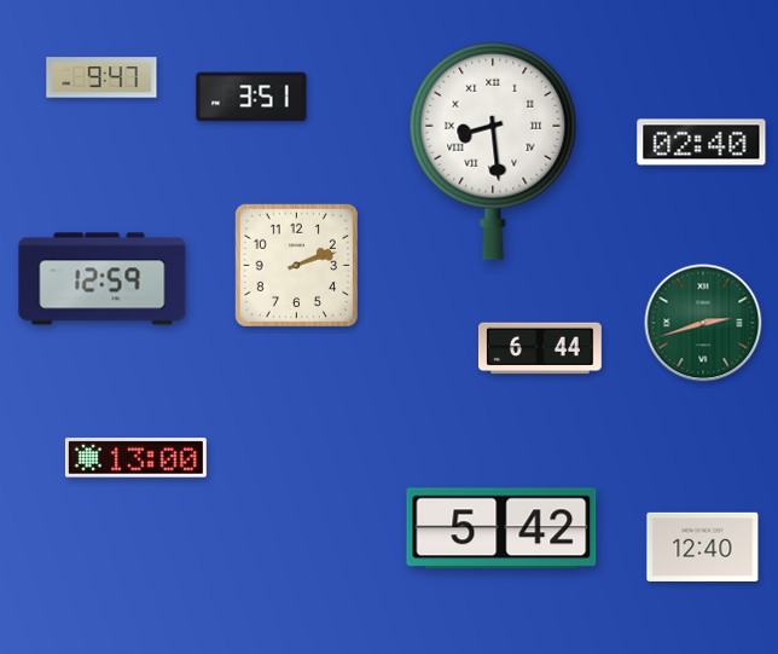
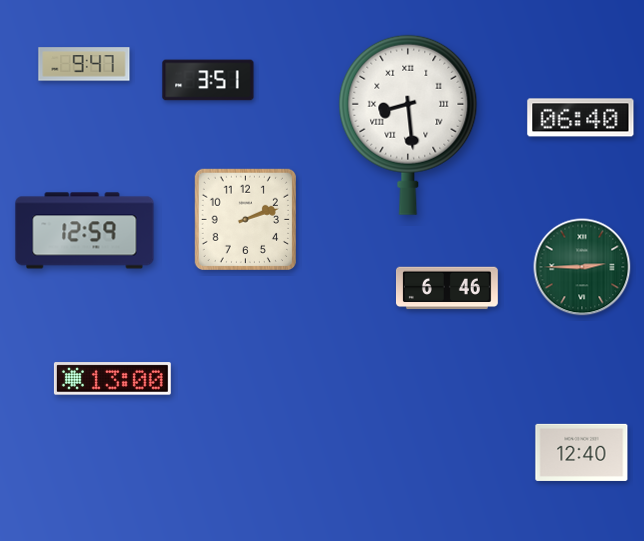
clock at (702, 143): 02:40 -> 06:40
clock at (703, 323): 2:42 -> 2:45
clock at (541, 348): 6:44 -> 6:46
clock at (501, 528): 5:42 -> none
